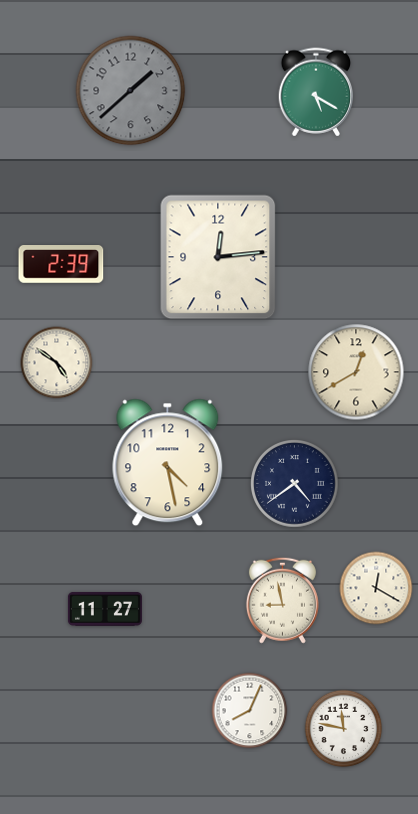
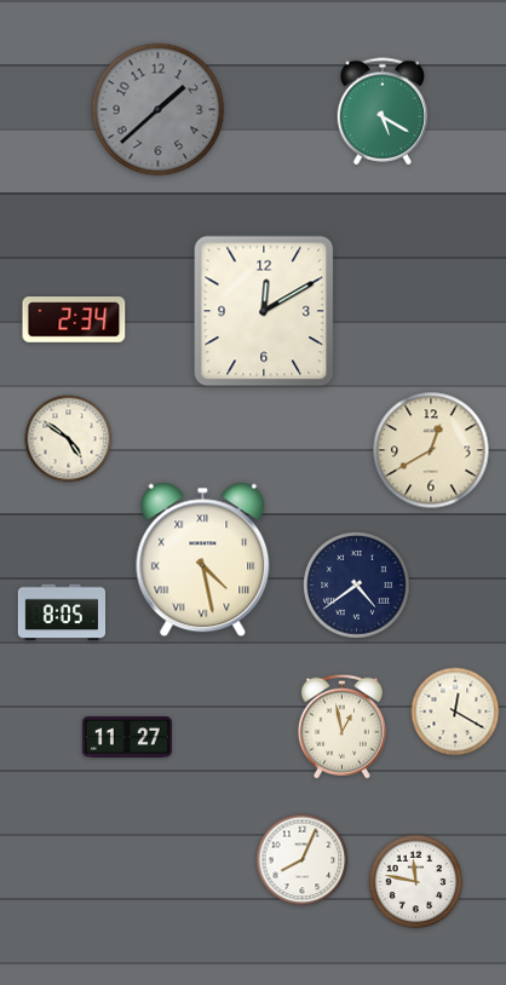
clock at (218, 257): 12:14 -> 12:10
clock at (61, 265): 2:39 -> 2:34
clock at (168, 463) numerals: Arabic -> Roman
clock at (62, 612): none -> 8:05
clock at (282, 600): 8:58 -> 12:58
